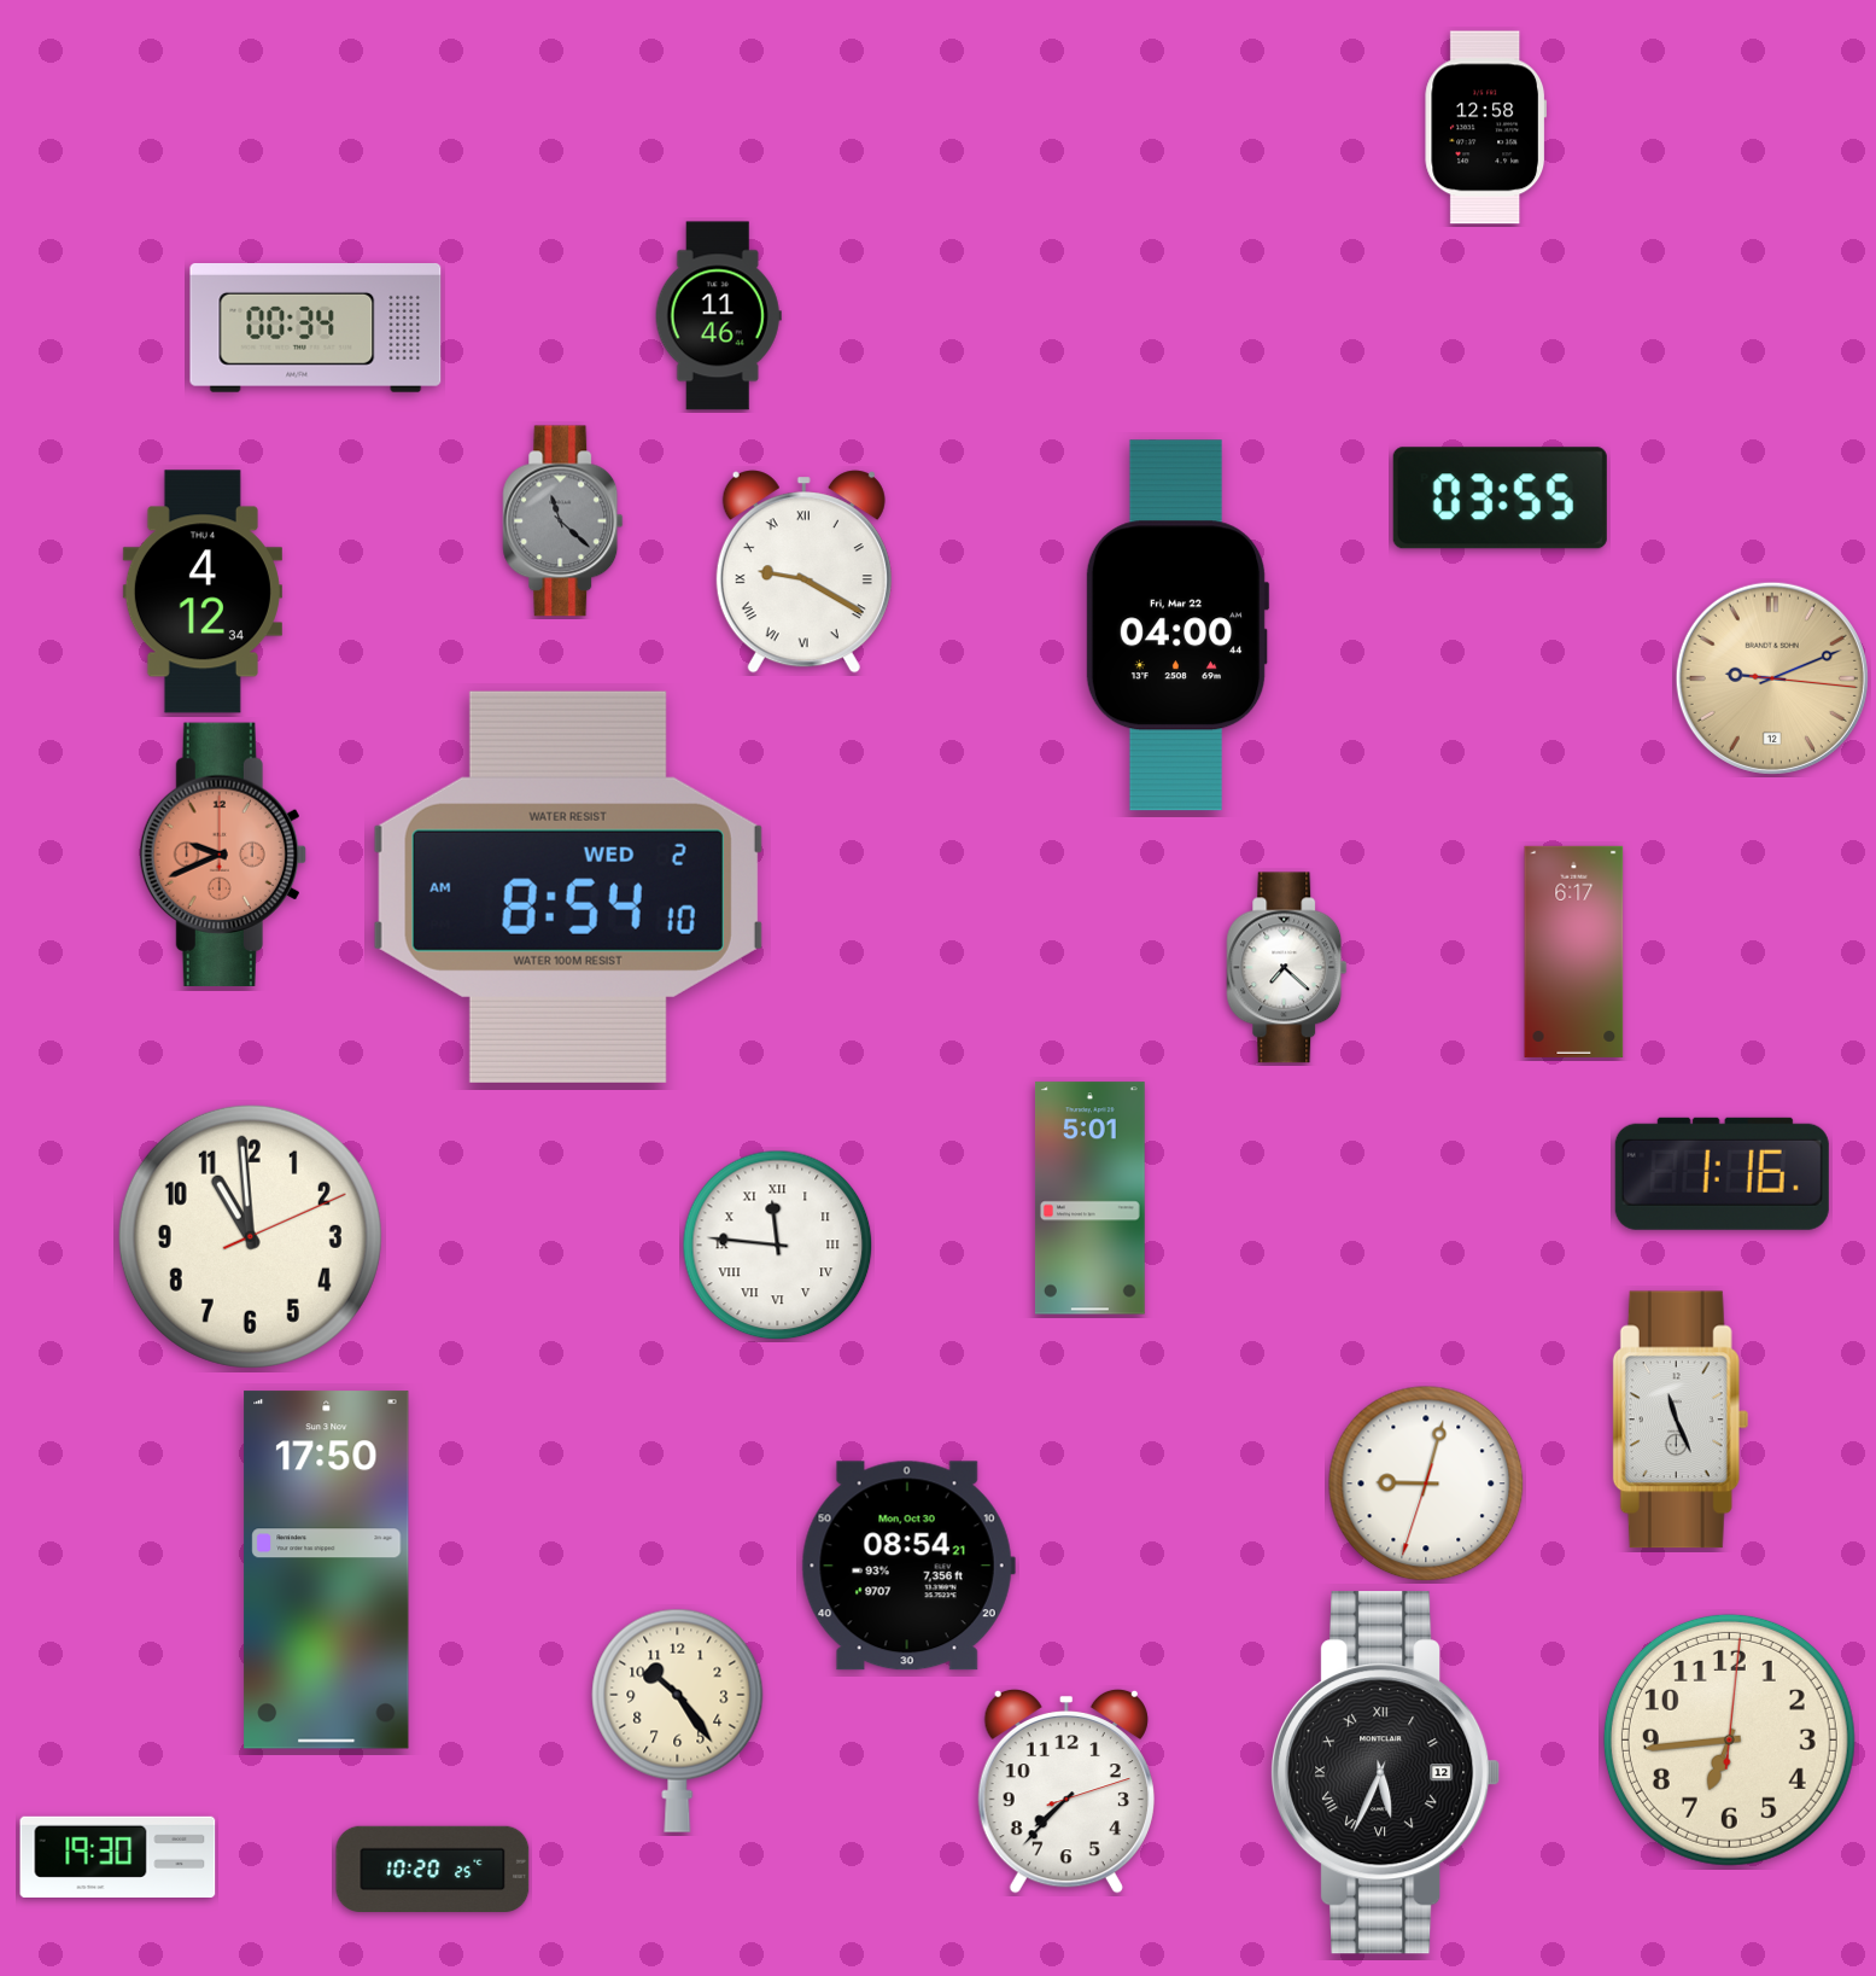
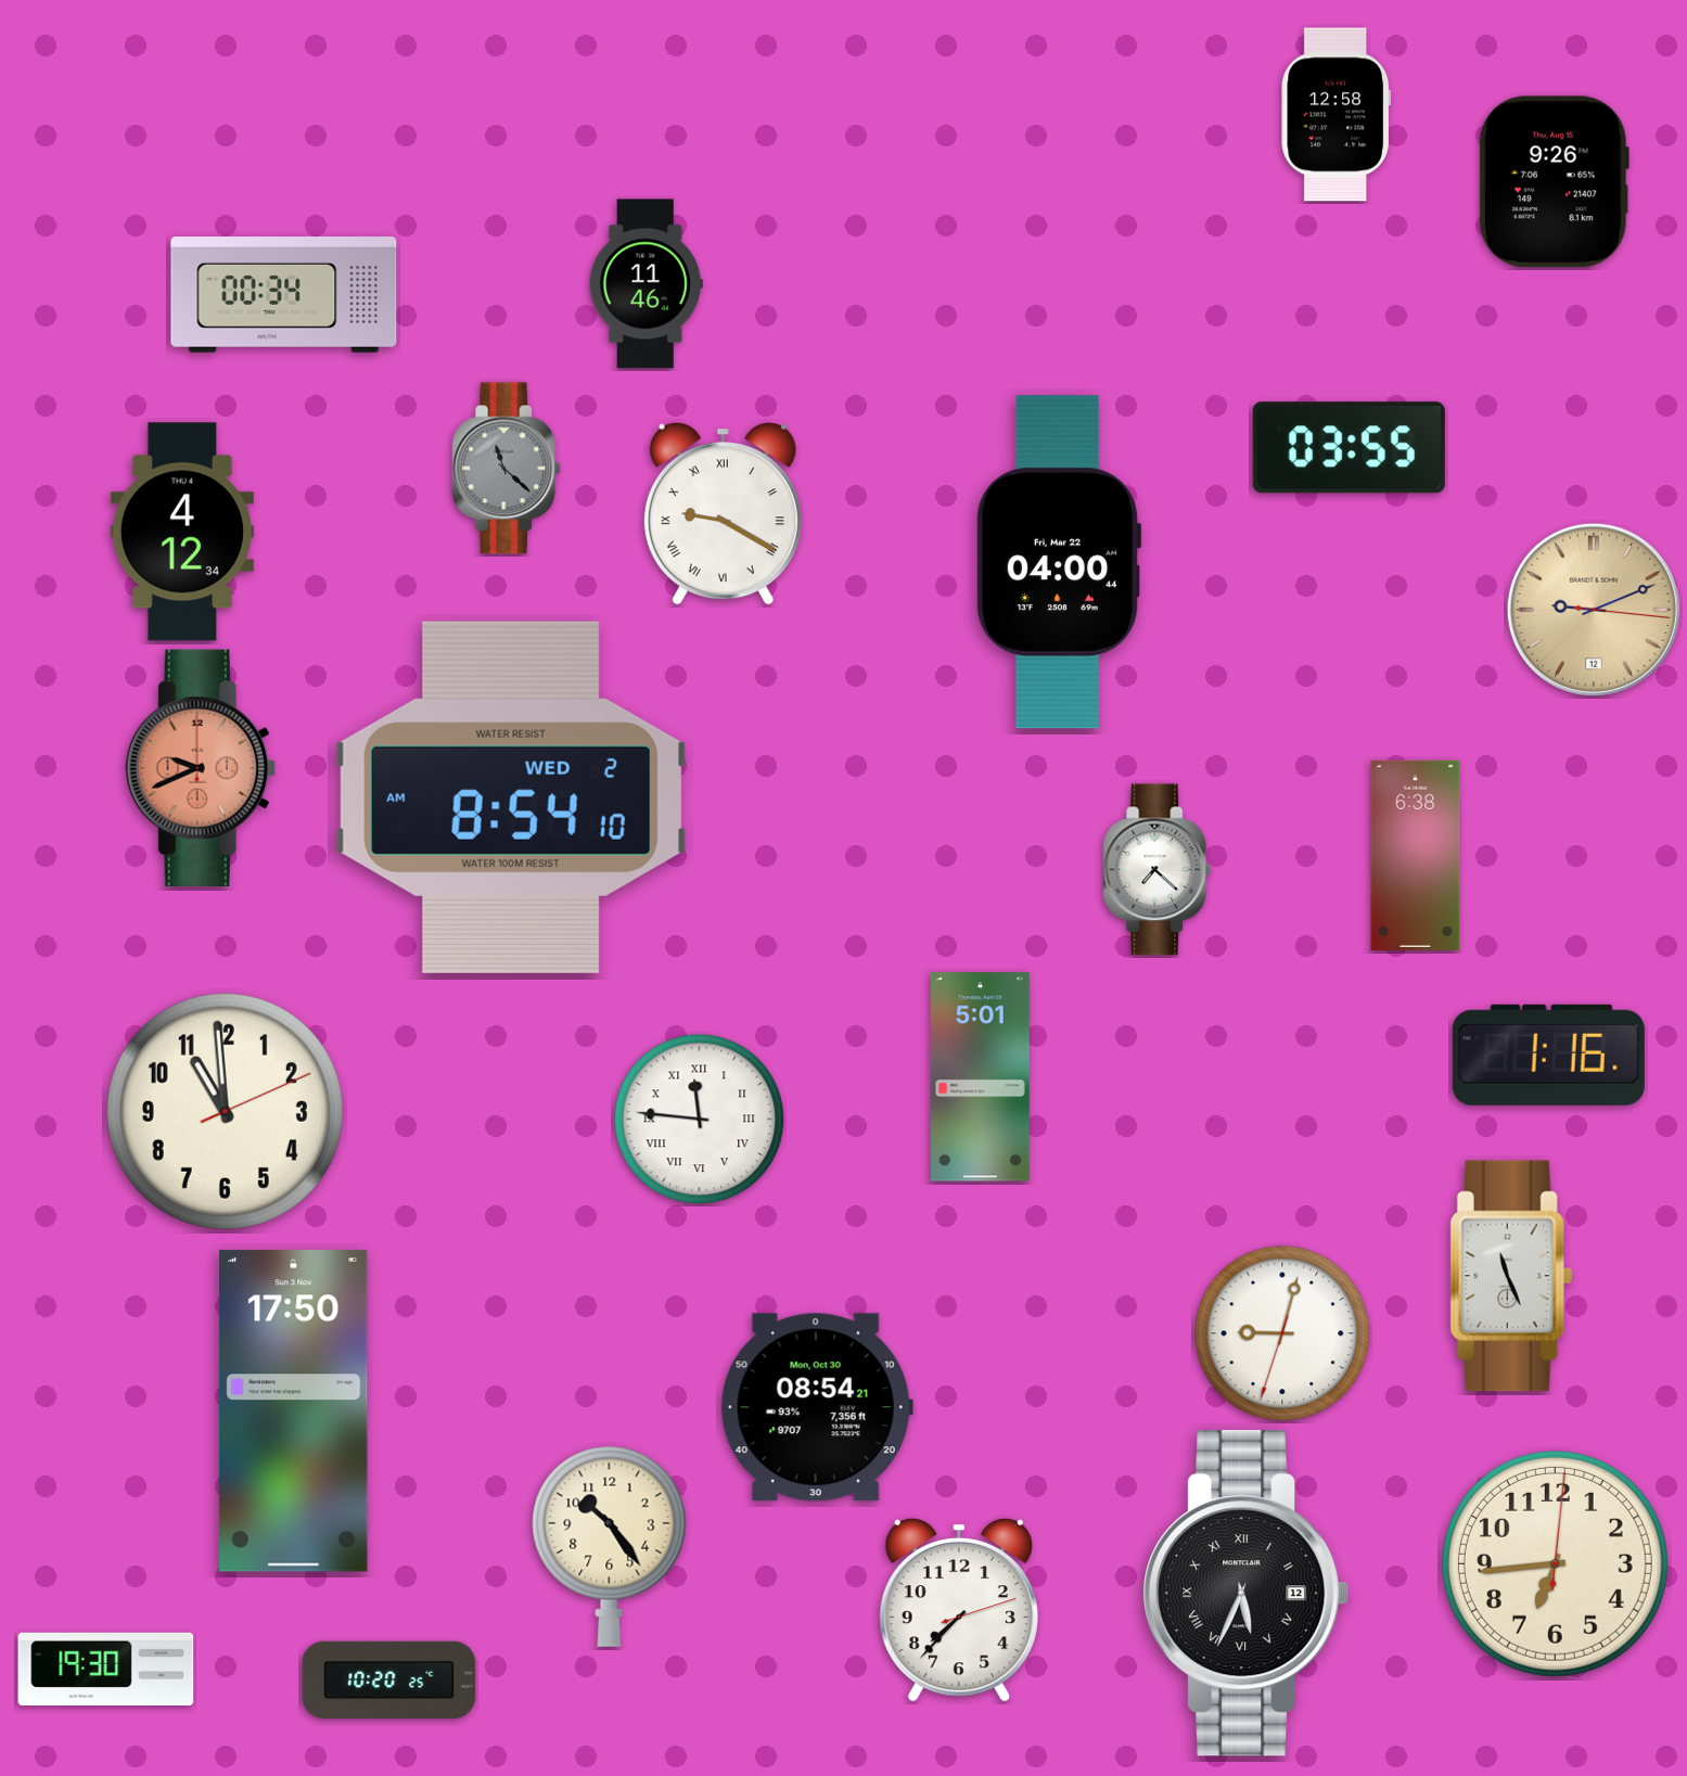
clock at (1554, 182): none -> 9:26
clock at (1574, 951): 6:17 -> 6:38
